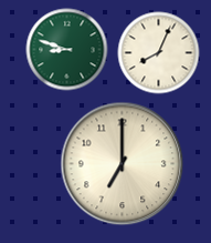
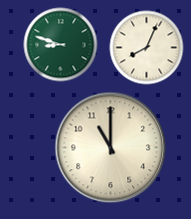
clock at (159, 53) position: (159, 53) -> (147, 48)
clock at (123, 164): 7:00 -> 11:00
